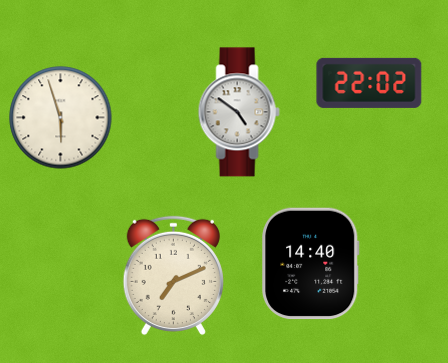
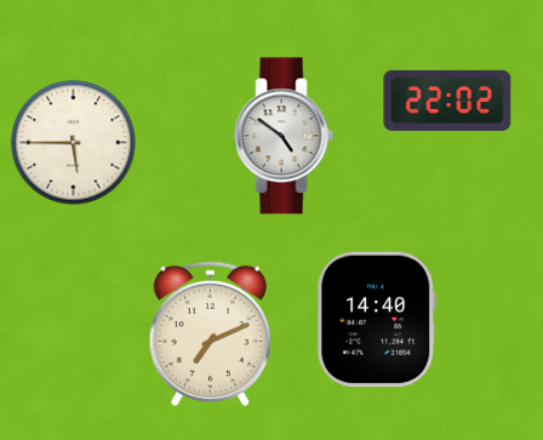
clock at (239, 112) position: (239, 112) -> (284, 136)
clock at (61, 118): 5:57 -> 5:45
